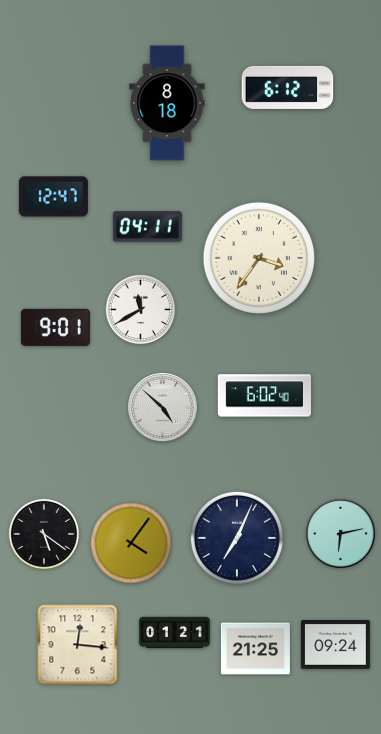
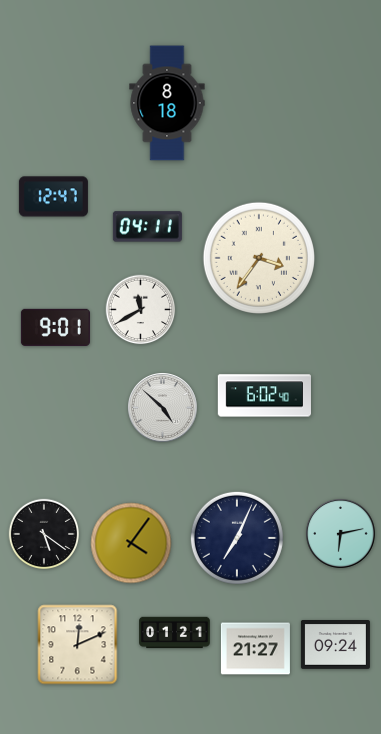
clock at (288, 87): 6:12 -> none
clock at (78, 645): 12:16 -> 12:11
clock at (255, 649): 21:25 -> 21:27
